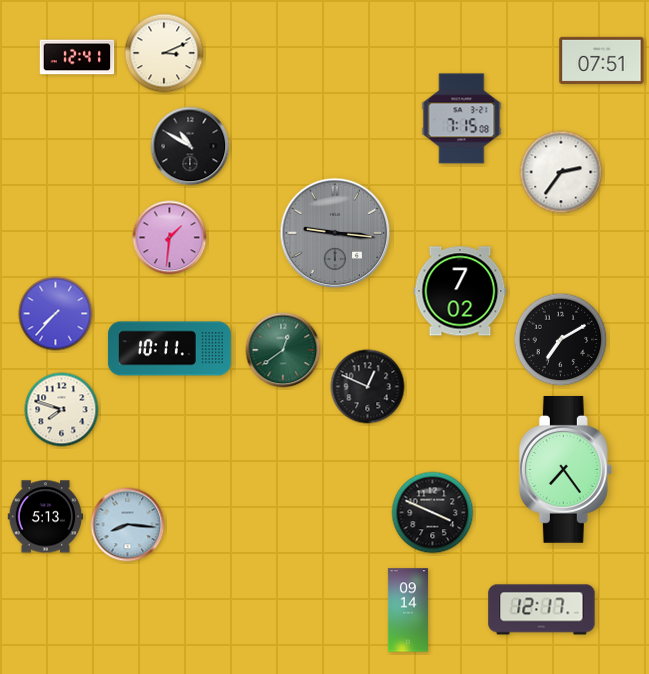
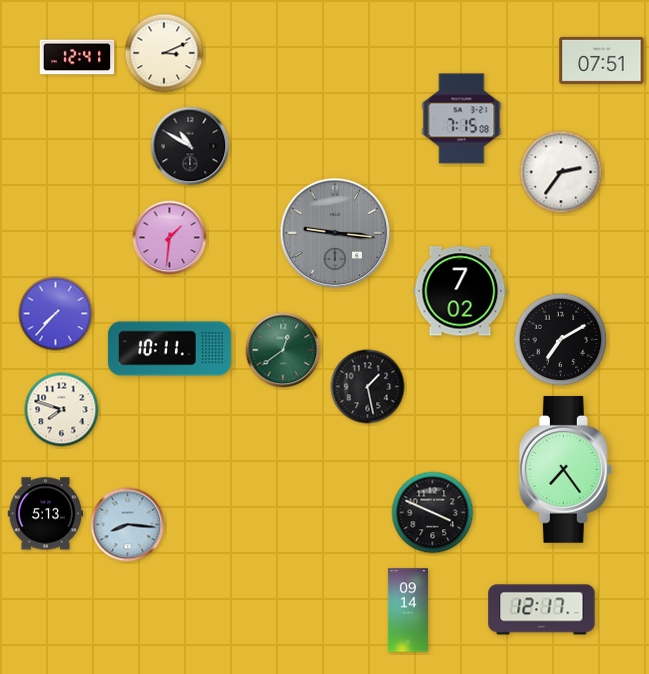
clock at (368, 387): 12:49 -> 1:28
clock at (46, 517) position: (46, 517) -> (46, 514)
